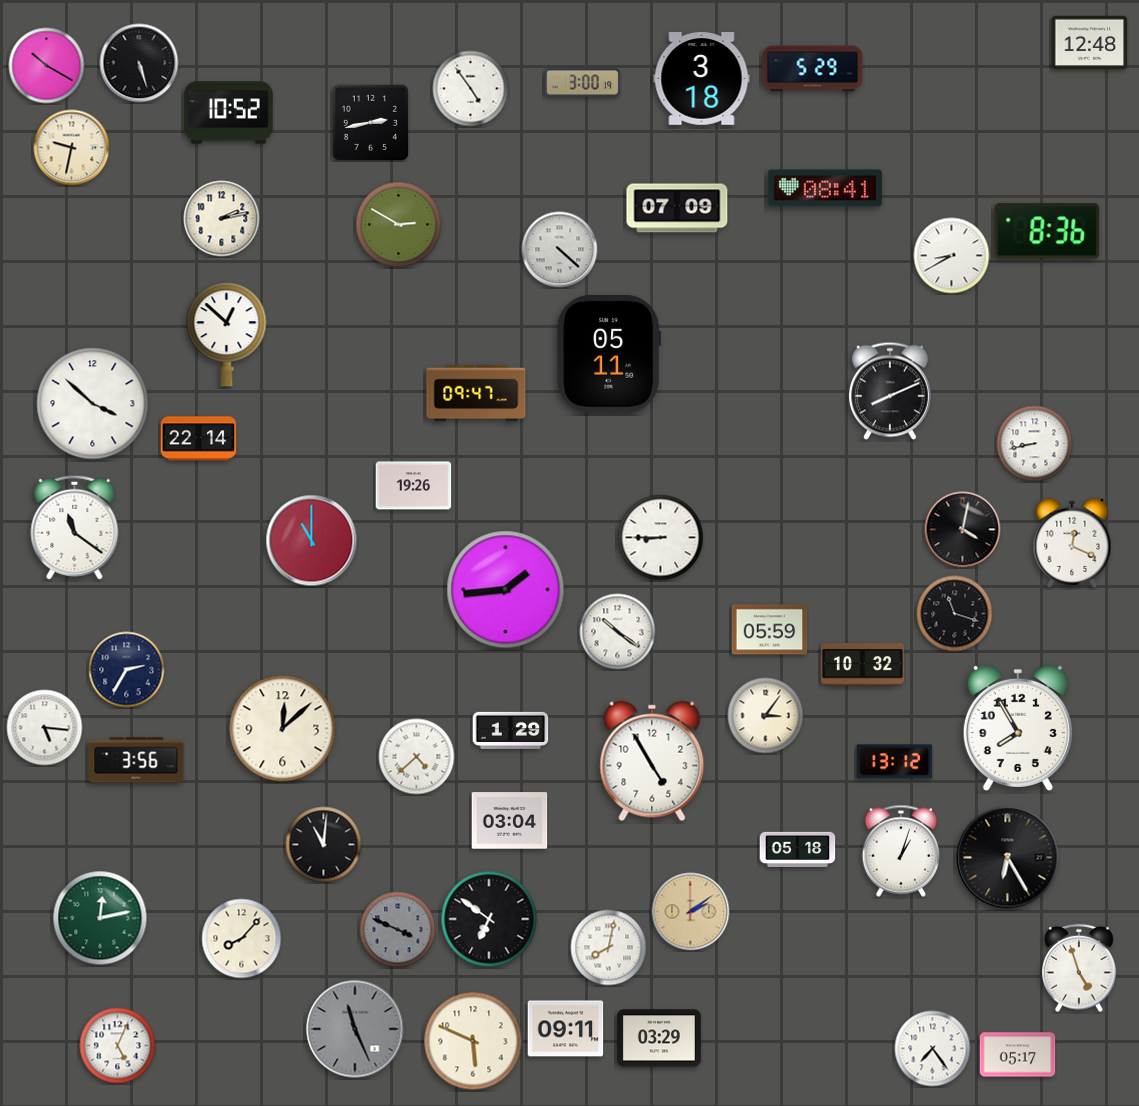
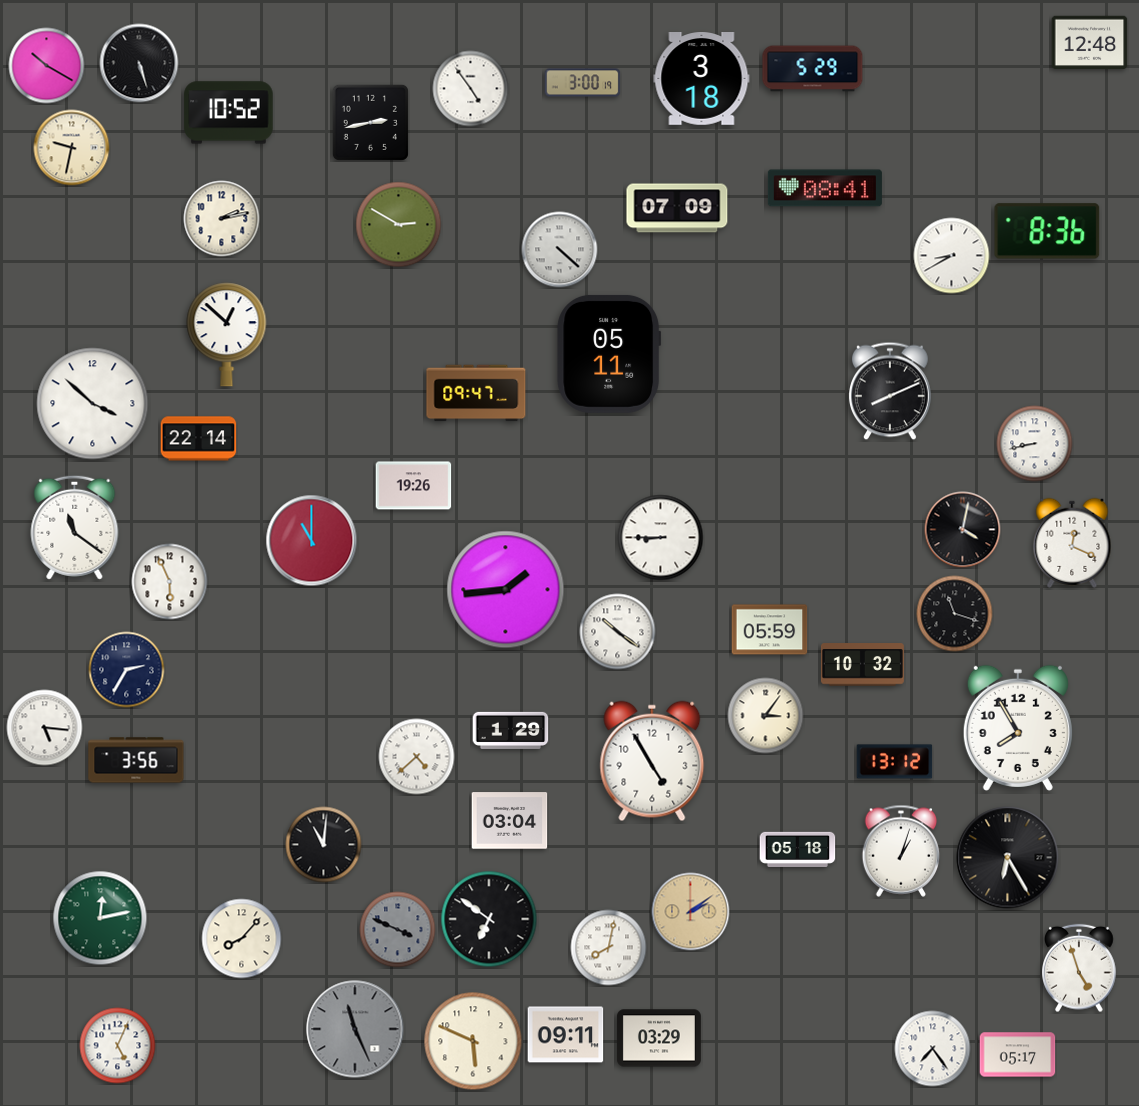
clock at (170, 582): none -> 5:56
clock at (283, 729): 12:08 -> none
clock at (566, 1029) position: (566, 1029) -> (566, 1035)
